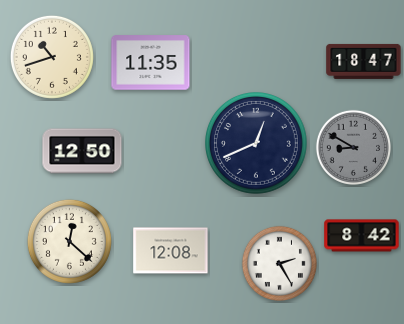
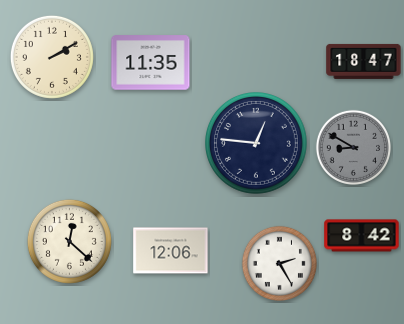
clock at (52, 57): 10:42 -> 2:10
clock at (257, 144): 12:41 -> 12:46
clock at (82, 151): 12:50 -> none
clock at (171, 251): 12:08 -> 12:06
